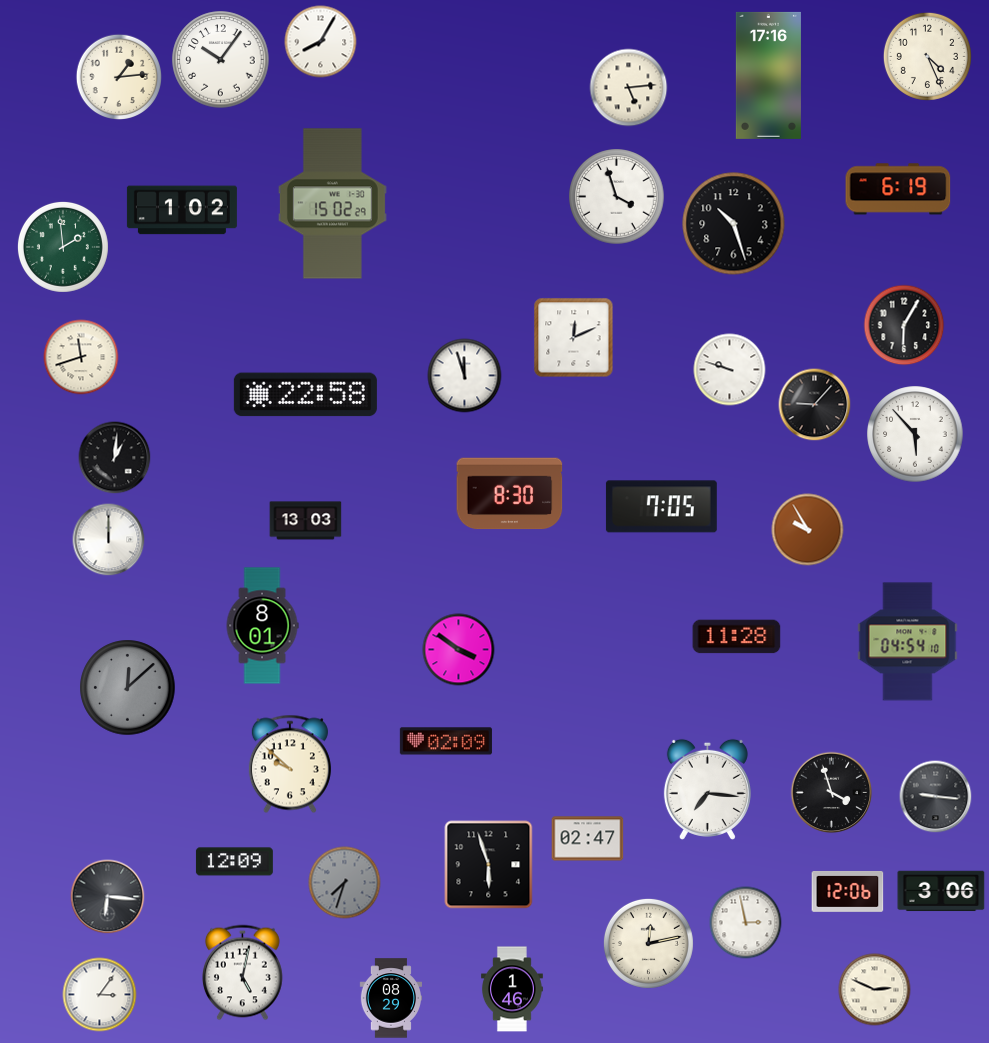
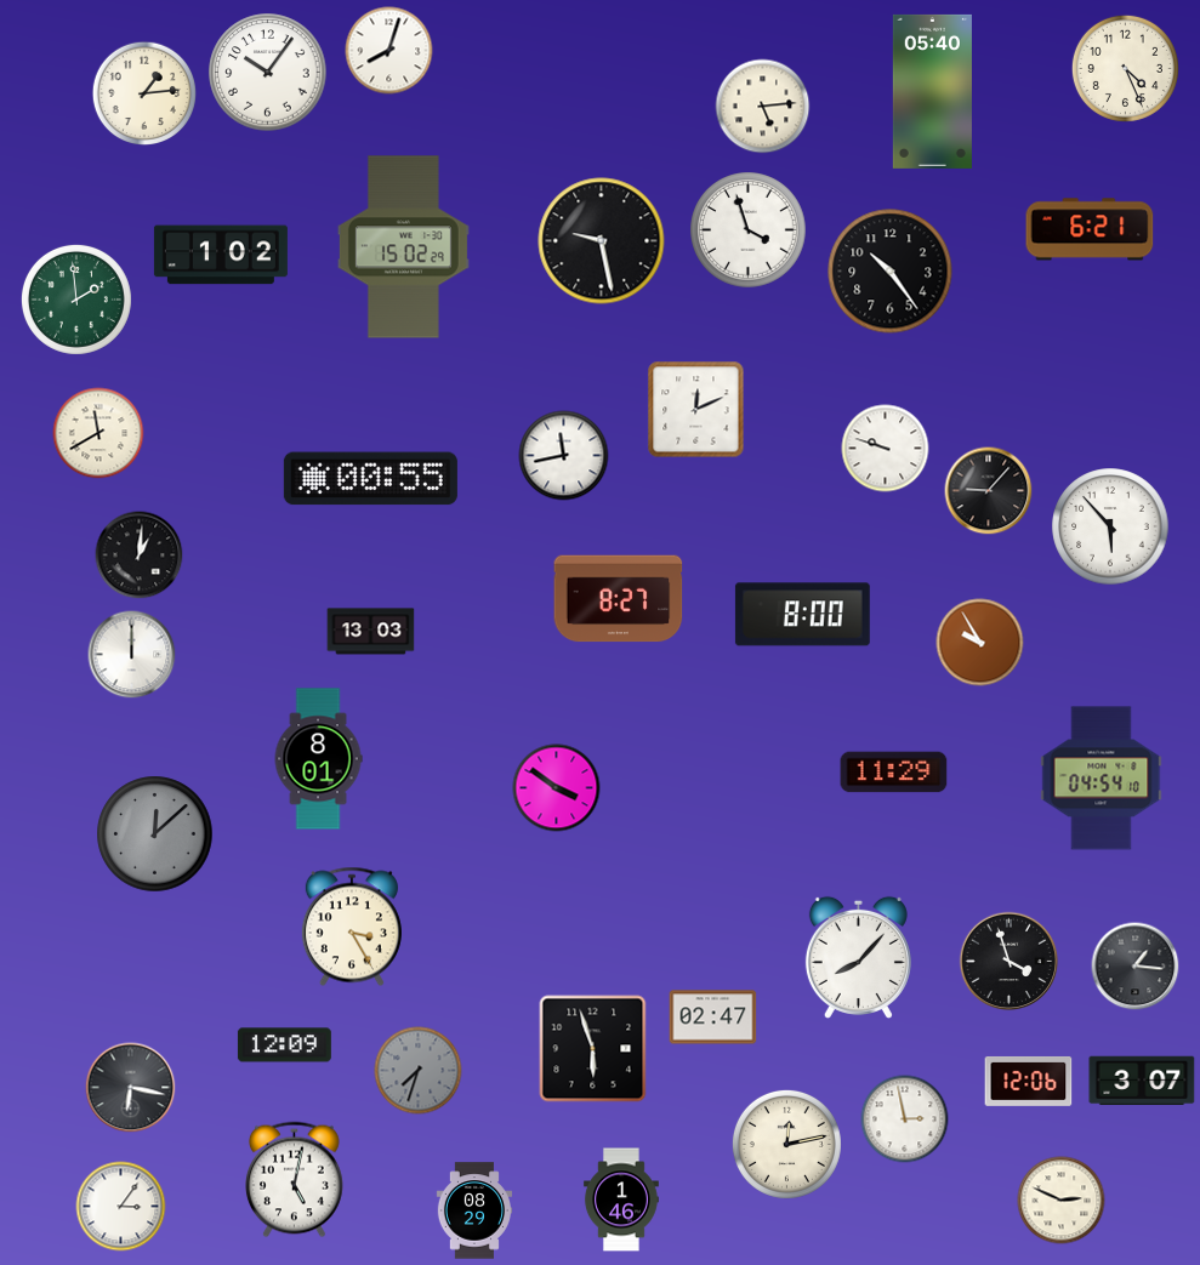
clock at (321, 42): 8:05 -> 8:03
clock at (768, 75): 17:16 -> 05:40
clock at (898, 189): 6:19 -> 6:21
clock at (617, 197) position: (617, 197) -> (749, 230)
clock at (602, 241): none -> 9:28
clock at (734, 224): 10:27 -> 10:24
clock at (904, 325): 6:05 -> none
clock at (81, 357): 11:42 -> 11:40
clock at (465, 376): 11:57 -> 11:43
clock at (305, 395): 22:58 -> 00:55
clock at (510, 494): 8:30 -> 8:27
clock at (661, 507): 7:05 -> 8:00
clock at (737, 637): 11:28 -> 11:29
clock at (446, 741): 02:09 -> none
clock at (290, 764): 9:52 -> 3:25
clock at (707, 789): 7:16 -> 8:07
clock at (936, 797): 9:16 -> 1:16
clock at (941, 891): 3:06 -> 3:07
clock at (108, 897): 6:16 -> 6:17
